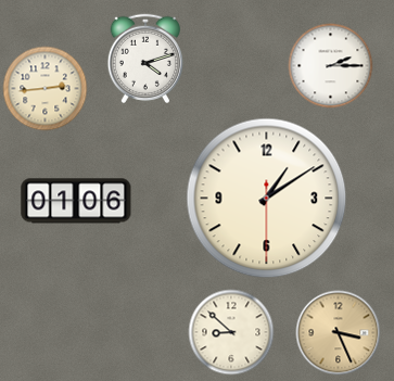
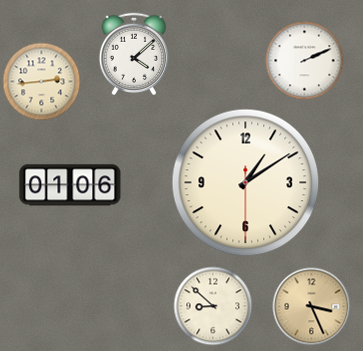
clock at (144, 59): 4:12 -> 4:08
clock at (330, 65): 2:15 -> 2:11
